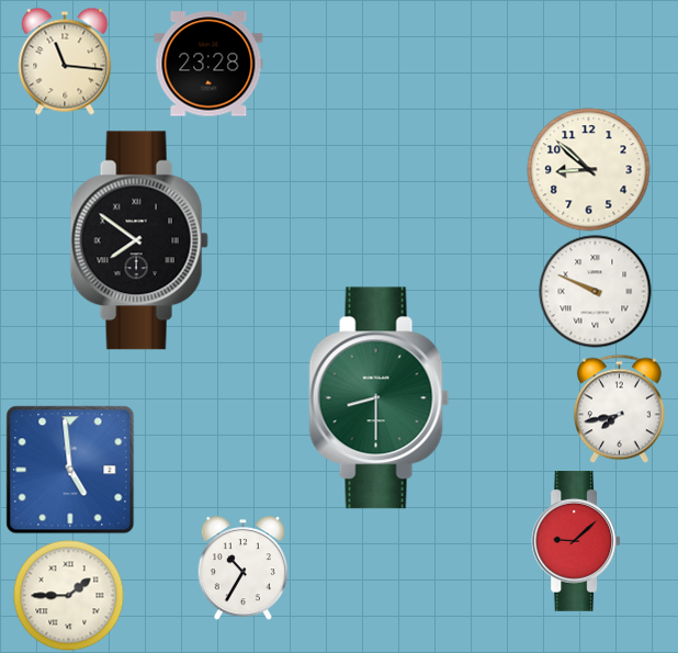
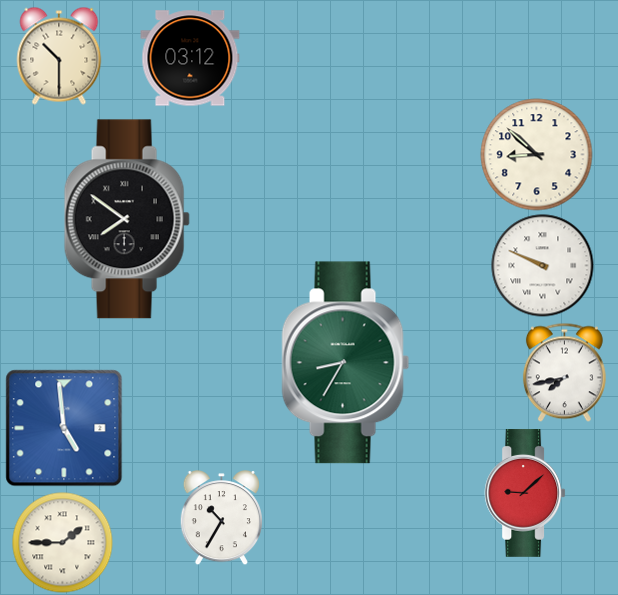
clock at (65, 61): 11:16 -> 10:30
clock at (208, 64): 23:28 -> 03:12
clock at (380, 398): 8:30 -> 8:35
